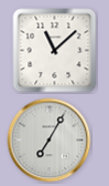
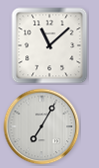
clock at (50, 141) position: (50, 141) -> (42, 127)
